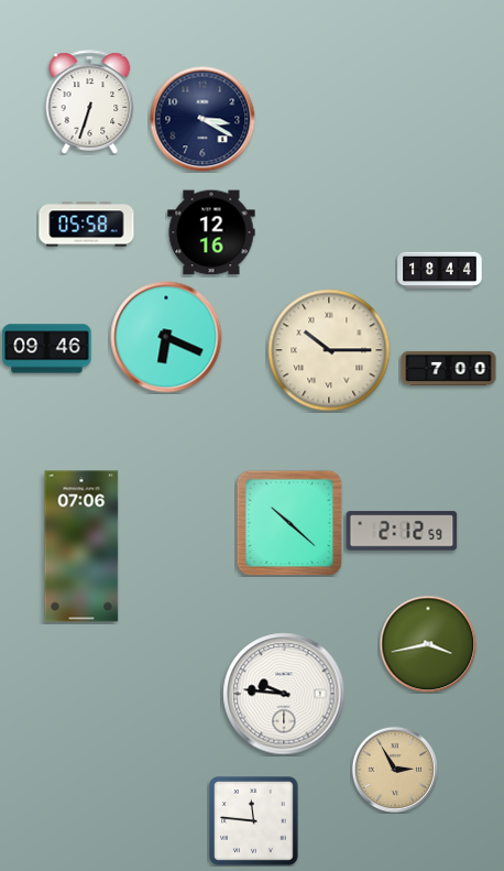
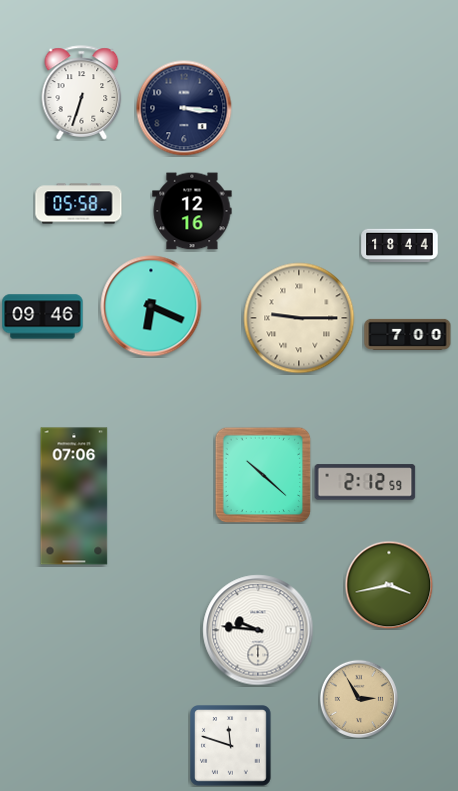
clock at (202, 119): 3:20 -> 3:16
clock at (329, 350): 10:15 -> 9:15
clock at (254, 821): 11:46 -> 11:48
